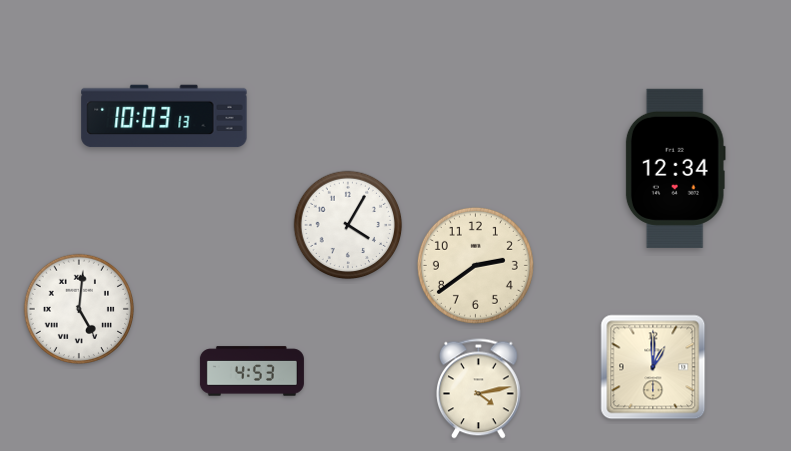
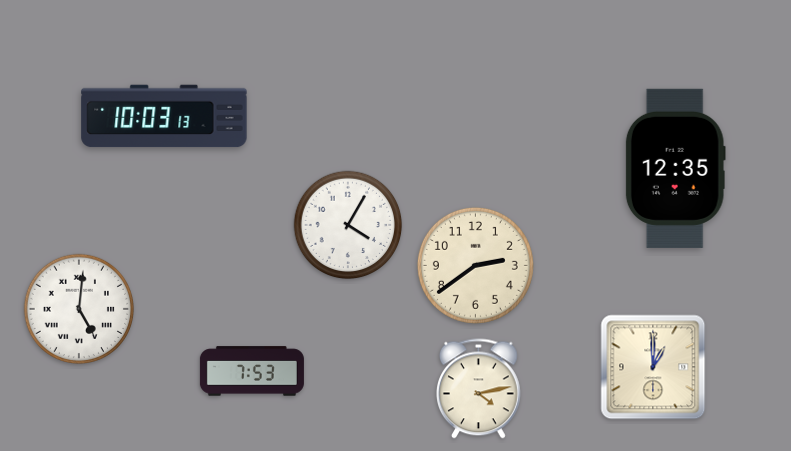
clock at (675, 168): 12:34 -> 12:35
clock at (252, 371): 4:53 -> 7:53
